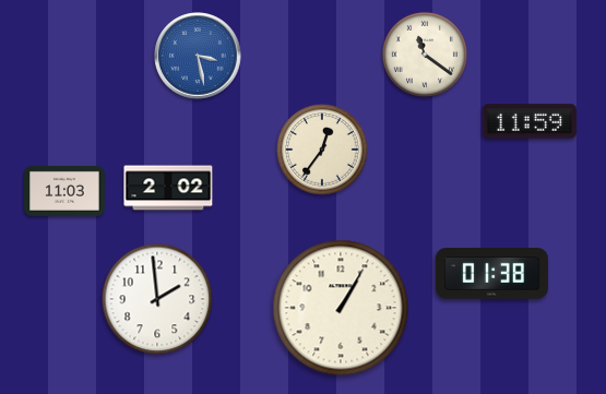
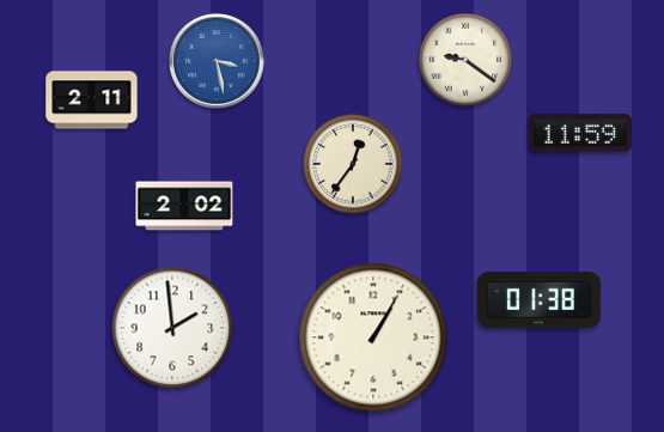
clock at (425, 55): 11:21 -> 9:21
clock at (92, 101): none -> 2:11
clock at (64, 191): 11:03 -> none
